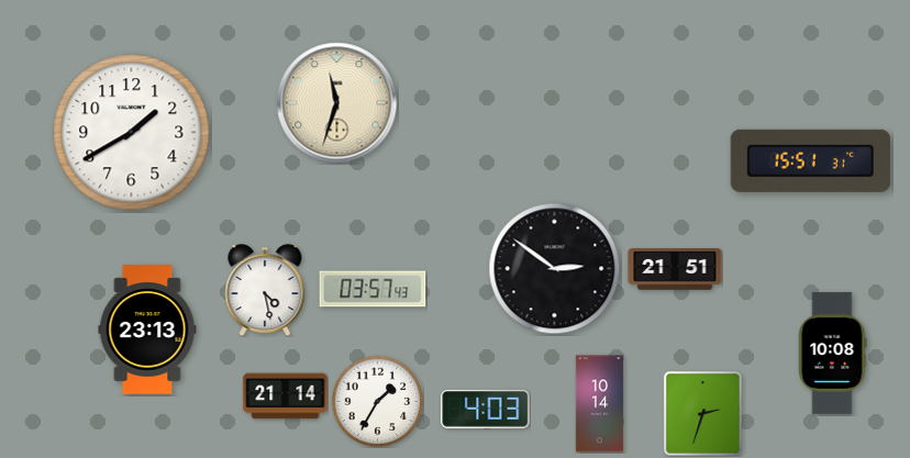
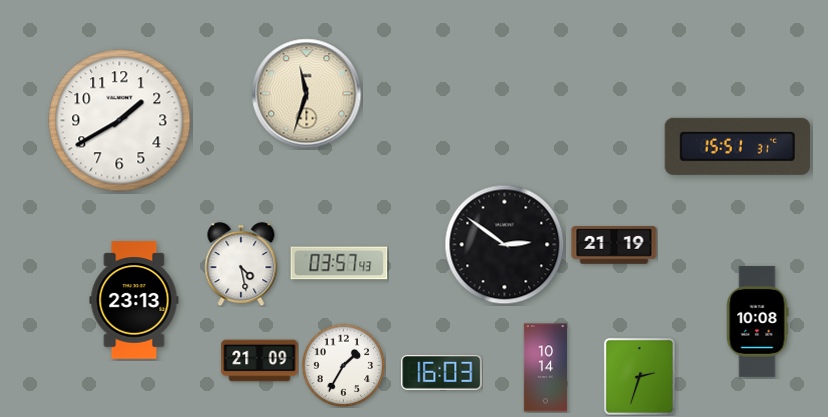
clock at (675, 269): 21:51 -> 21:19
clock at (286, 396): 21:14 -> 21:09
clock at (486, 409): 4:03 -> 16:03
